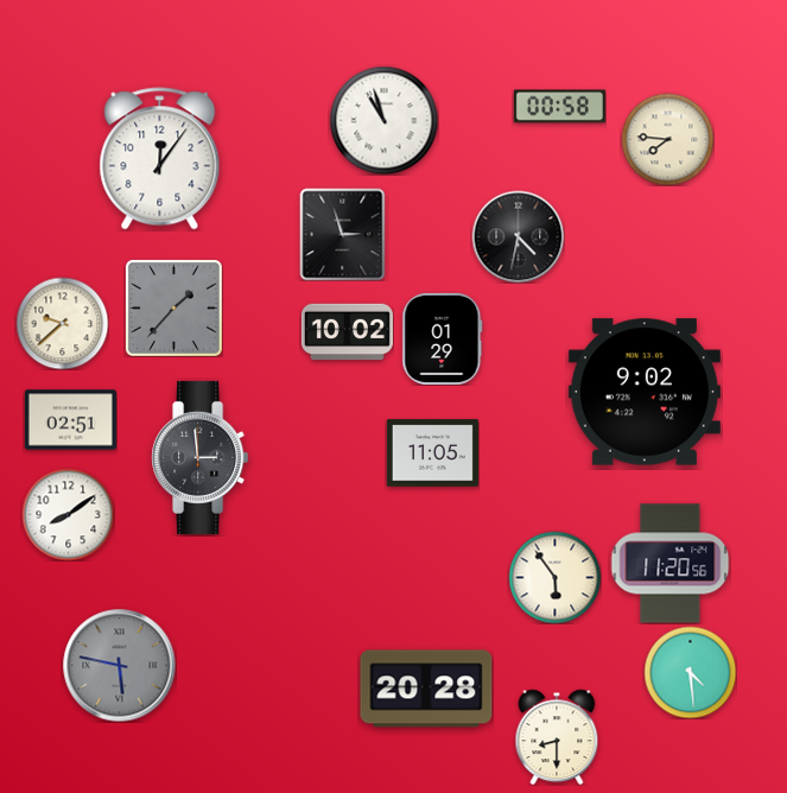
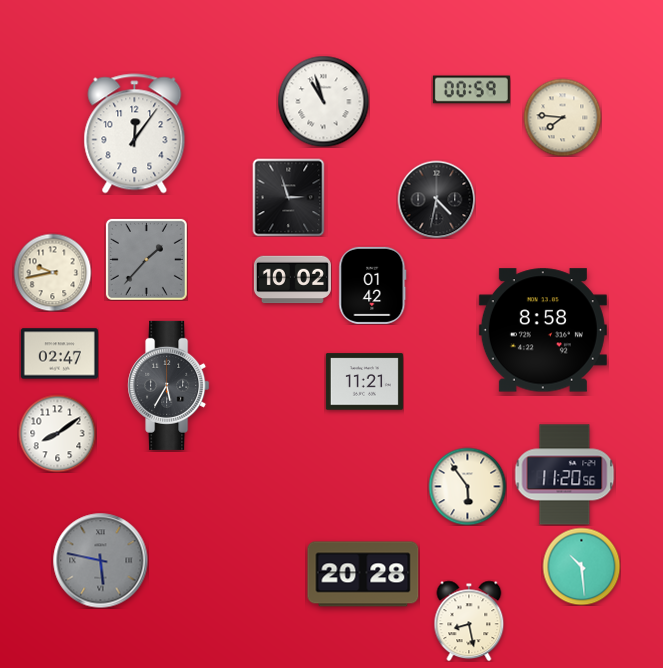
clock at (559, 107): 00:58 -> 00:59
clock at (62, 323): 9:38 -> 9:43
clock at (443, 338): 01:29 -> 01:42
clock at (645, 392): 9:02 -> 8:58
clock at (70, 420): 02:51 -> 02:47
clock at (432, 453): 11:05 -> 11:21
clock at (201, 457): 2:59 -> 5:35
clock at (690, 672): 4:29 -> 10:29
clock at (426, 689) position: (426, 689) -> (363, 574)
clock at (557, 737): 8:30 -> 8:28
